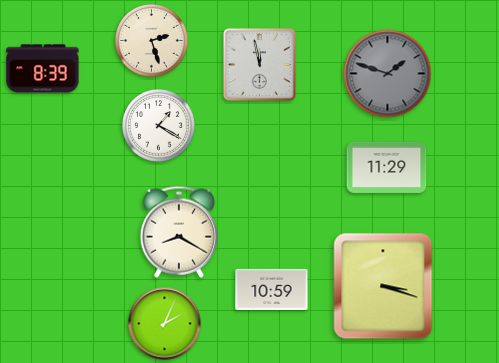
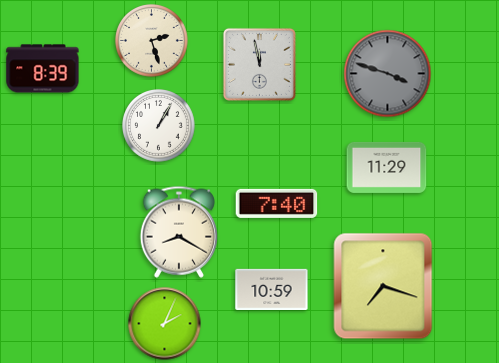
clock at (388, 74): 1:48 -> 3:48
clock at (159, 126): 1:20 -> 1:05
clock at (277, 203): none -> 7:40
clock at (383, 286): 3:18 -> 7:18
